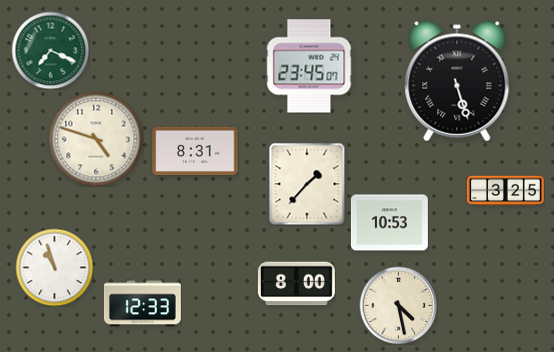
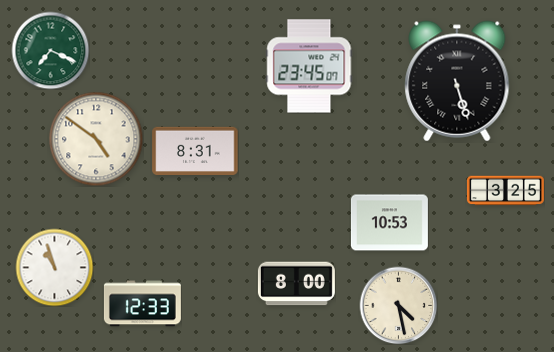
clock at (96, 139): 4:48 -> 4:51
clock at (307, 184): 1:37 -> none
